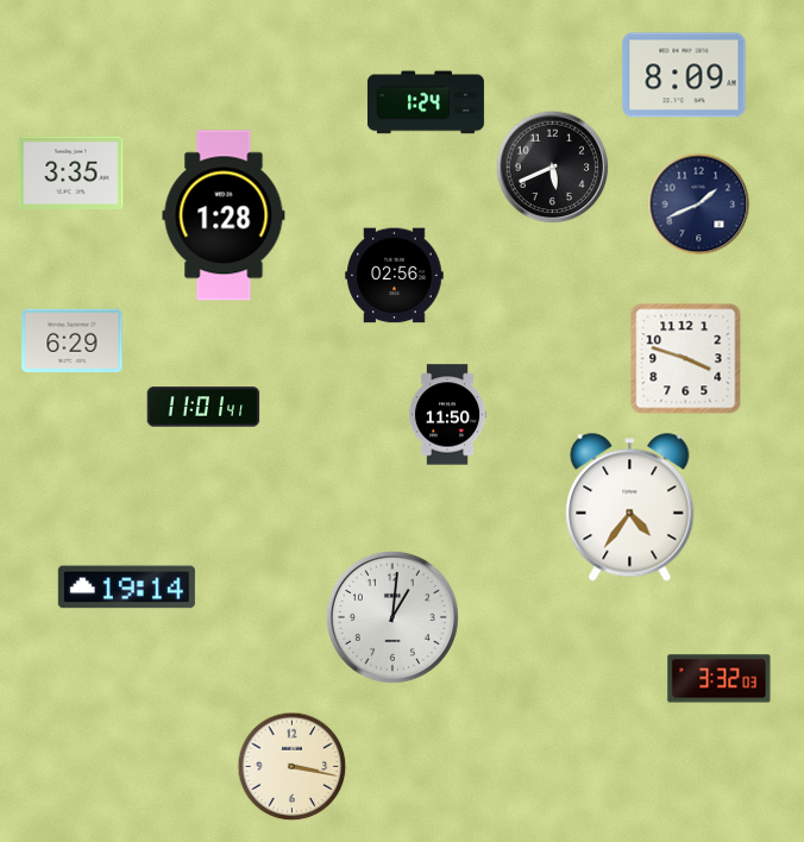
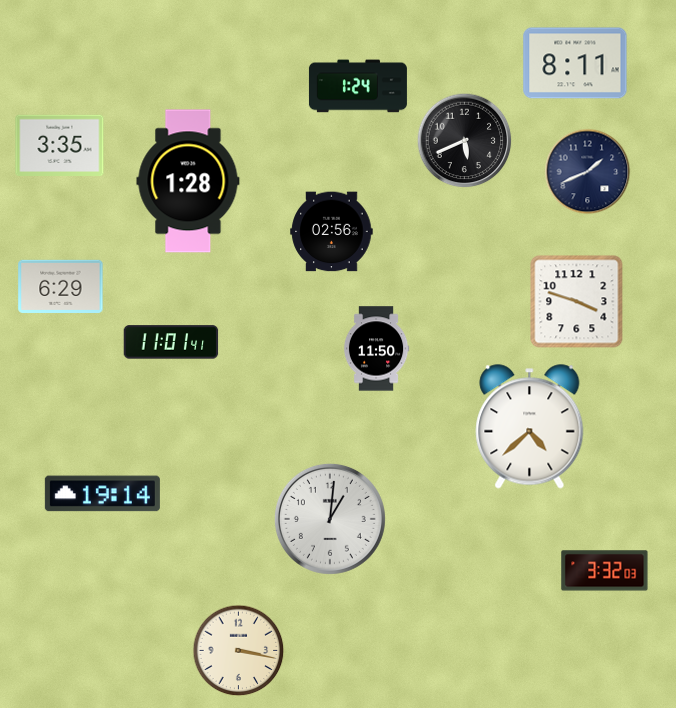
clock at (684, 75): 8:09 -> 8:11
clock at (630, 508): 4:36 -> 4:38
clock at (126, 587) position: (126, 587) -> (102, 494)
clock at (293, 767) position: (293, 767) -> (239, 651)
